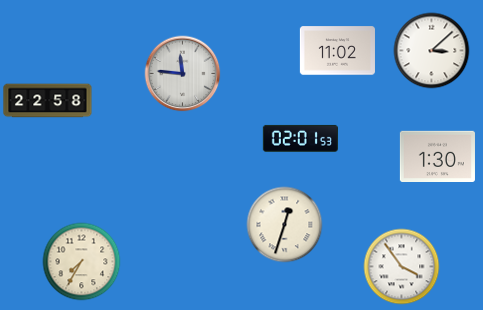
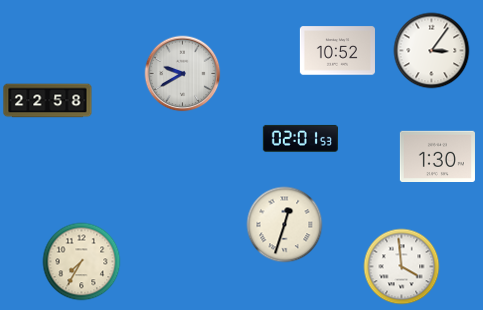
clock at (337, 51): 11:02 -> 10:52
clock at (432, 51): 3:08 -> 3:06
clock at (183, 74): 11:46 -> 9:40
clock at (402, 267): 3:54 -> 3:59
